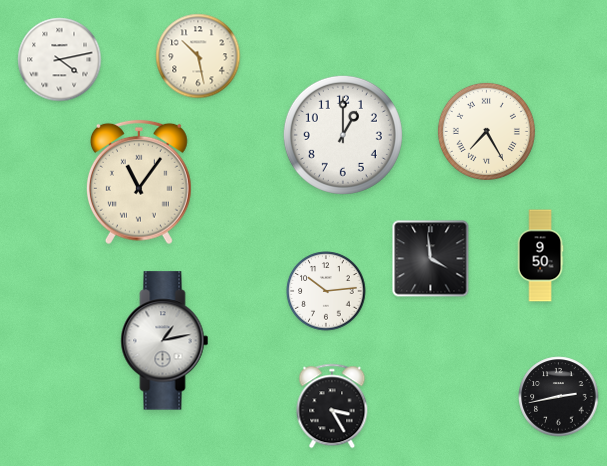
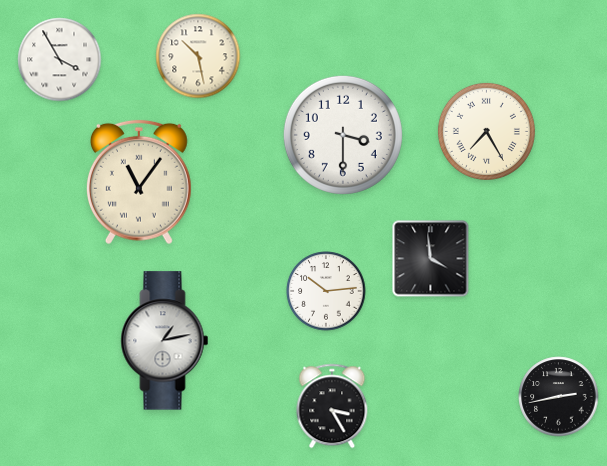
clock at (60, 60): 4:13 -> 3:55
clock at (343, 135): 1:00 -> 3:30
clock at (540, 256): 9:50 -> none
